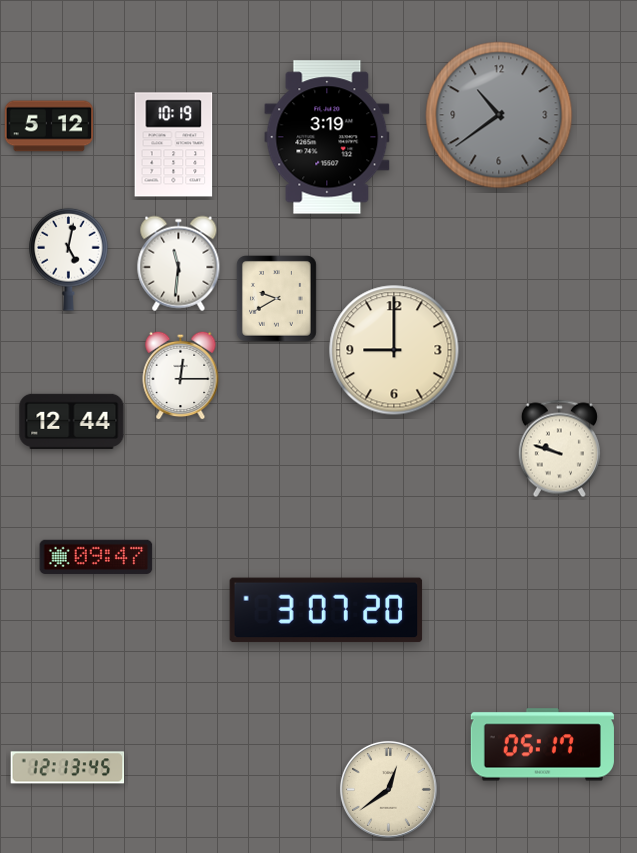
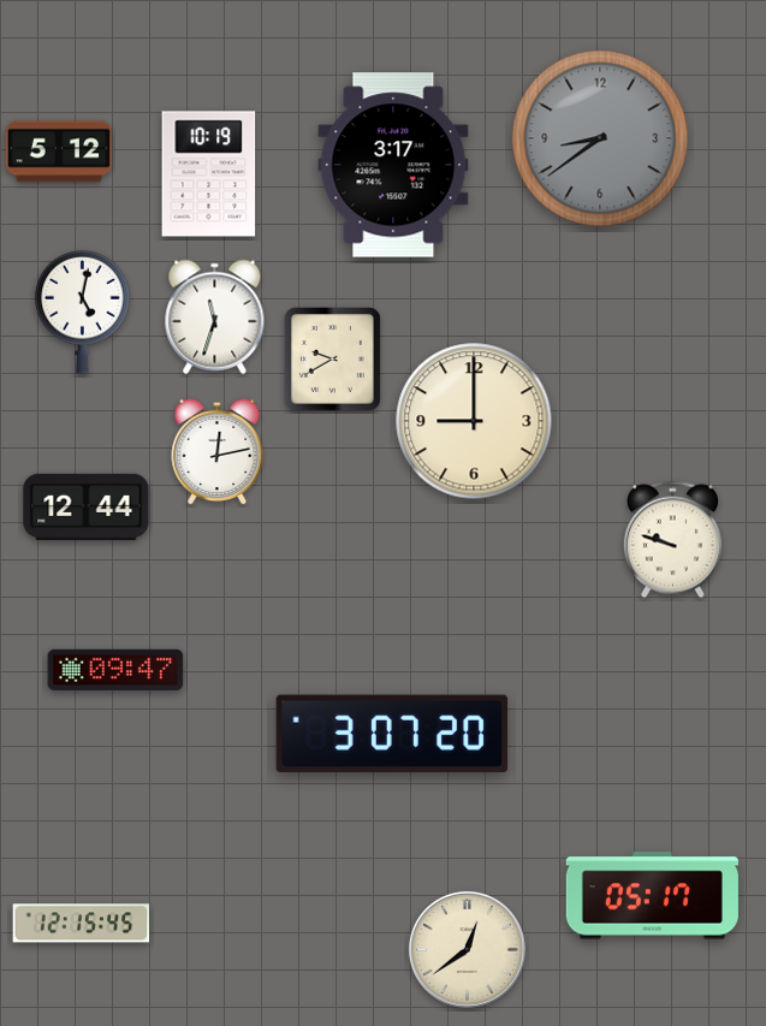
clock at (499, 115): 10:39 -> 8:39
clock at (327, 137): 3:19 -> 3:17
clock at (179, 264): 11:31 -> 11:33
clock at (181, 375): 12:15 -> 12:13
clock at (68, 768): 12:13 -> 12:15
